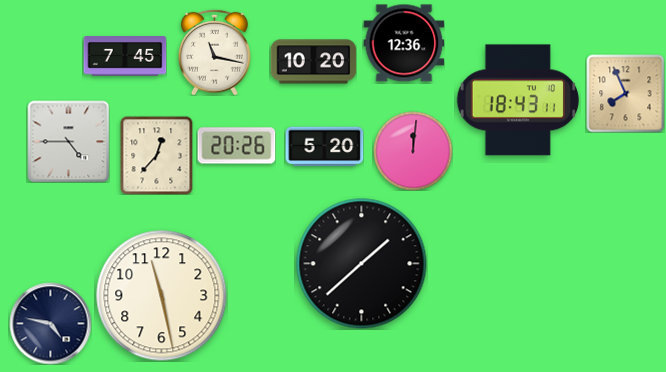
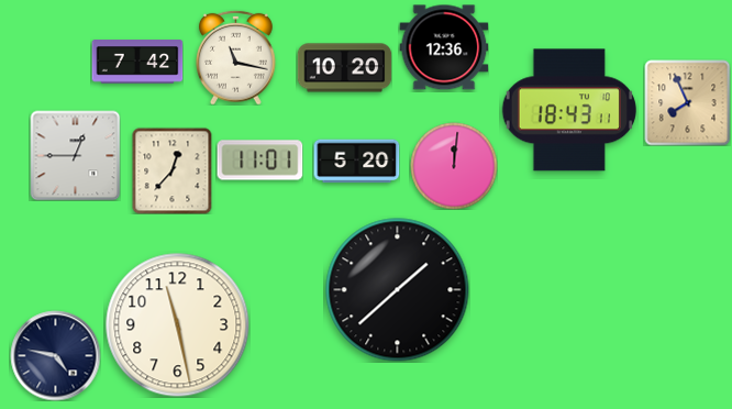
clock at (125, 56): 7:45 -> 7:42
clock at (68, 141): 4:45 -> 12:45
clock at (236, 146): 20:26 -> 11:01
